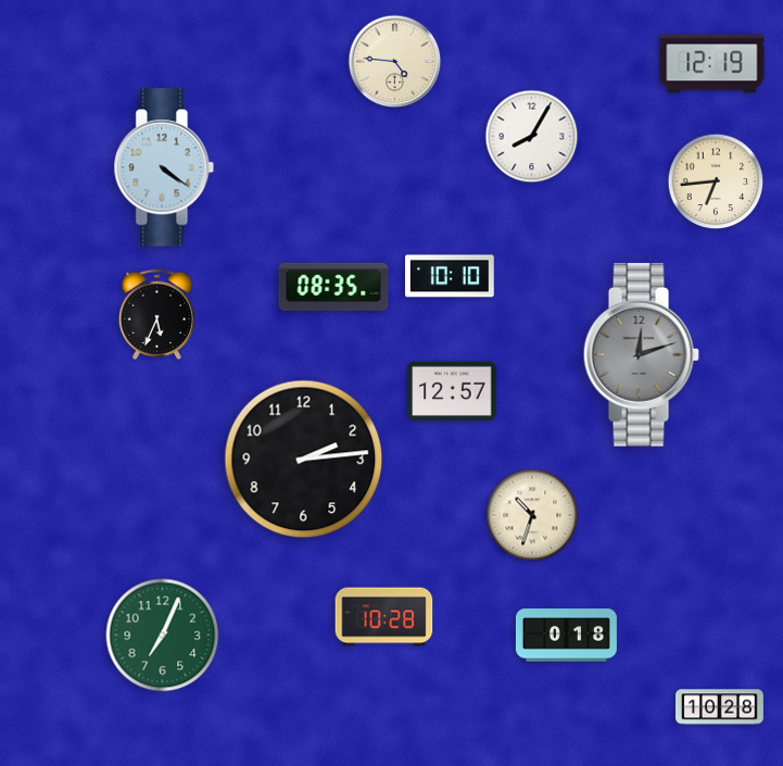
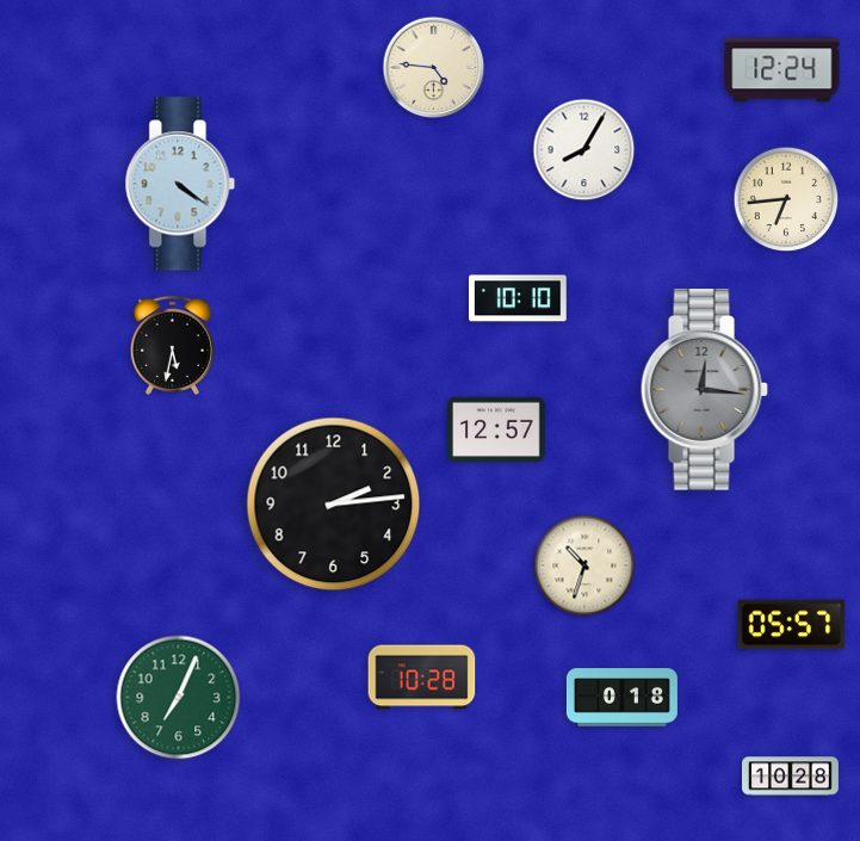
clock at (712, 64): 12:19 -> 12:24
clock at (451, 276) position: (451, 276) -> (519, 298)
clock at (333, 287): 08:35 -> none
clock at (156, 314): 5:34 -> 5:32
clock at (641, 355): 12:12 -> 12:16
clock at (792, 625): none -> 05:57
